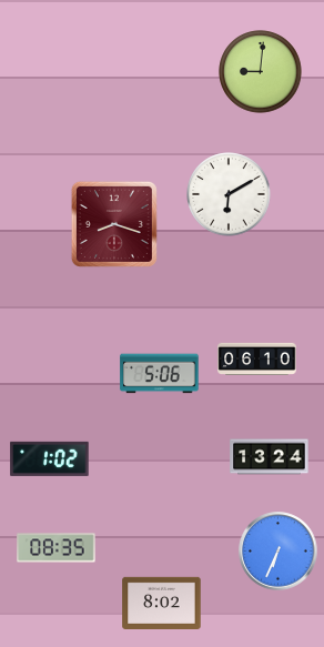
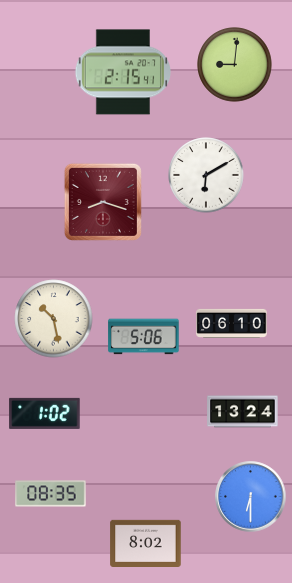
clock at (122, 72): none -> 2:15
clock at (54, 319): none -> 10:28
clock at (279, 552): 6:34 -> 6:30
